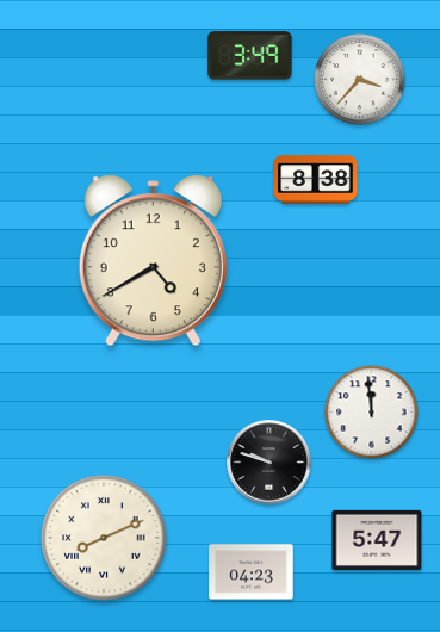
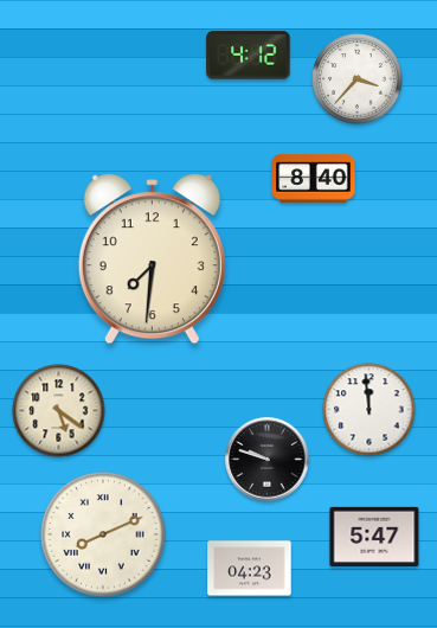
clock at (250, 56): 3:49 -> 4:12
clock at (316, 180): 8:38 -> 8:40
clock at (153, 261): 4:40 -> 7:31
clock at (59, 411): none -> 5:21
